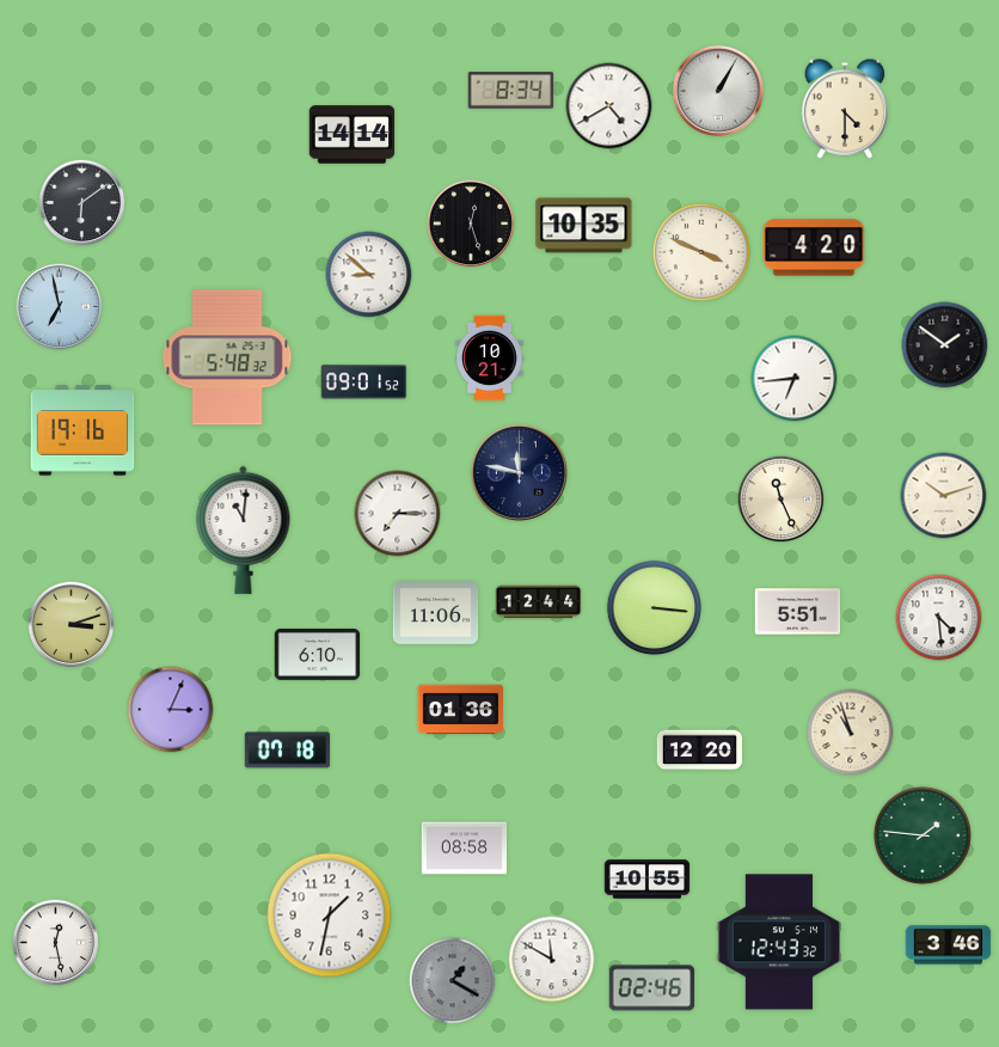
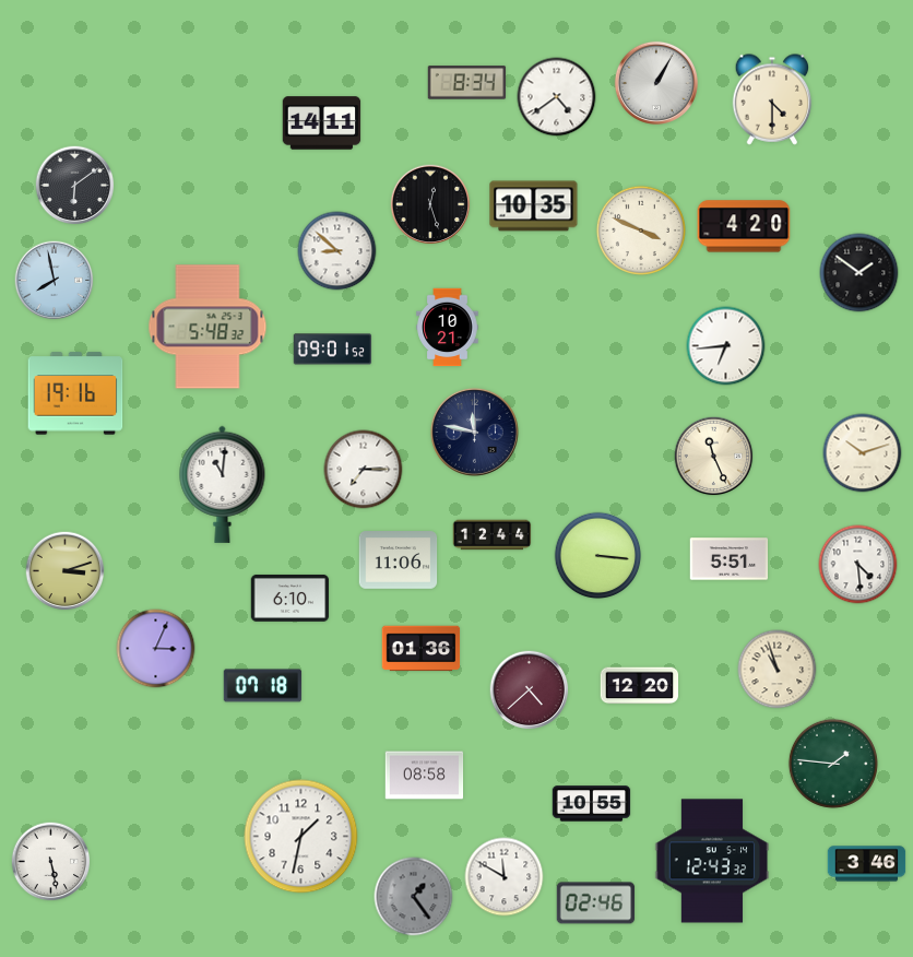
clock at (609, 106): 4:40 -> 4:39
clock at (353, 135): 14:14 -> 14:11
clock at (60, 307): 6:58 -> 7:58
clock at (945, 345) position: (945, 345) -> (859, 273)
clock at (539, 602) position: (539, 602) -> (493, 535)
clock at (530, 690): none -> 4:38
clock at (923, 835) position: (923, 835) -> (833, 764)
clock at (56, 943): 12:28 -> 5:28
clock at (453, 981): 1:20 -> 1:24
